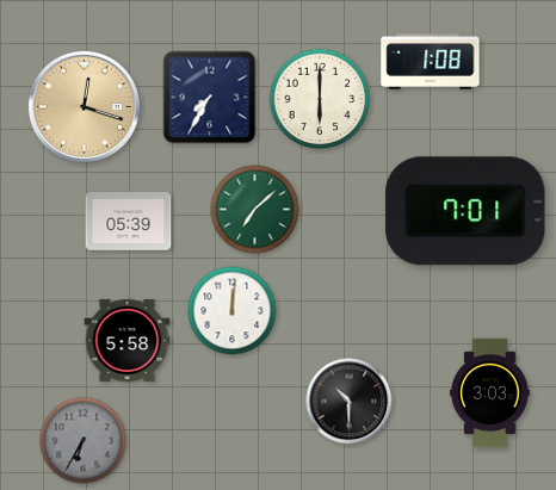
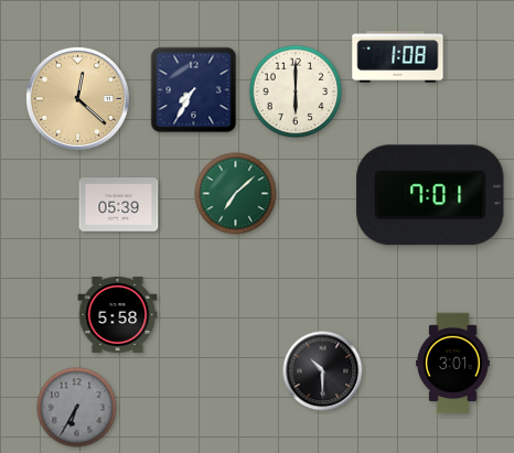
clock at (84, 106): 12:18 -> 12:22
clock at (233, 311): 12:01 -> none
clock at (489, 393): 3:03 -> 3:01
